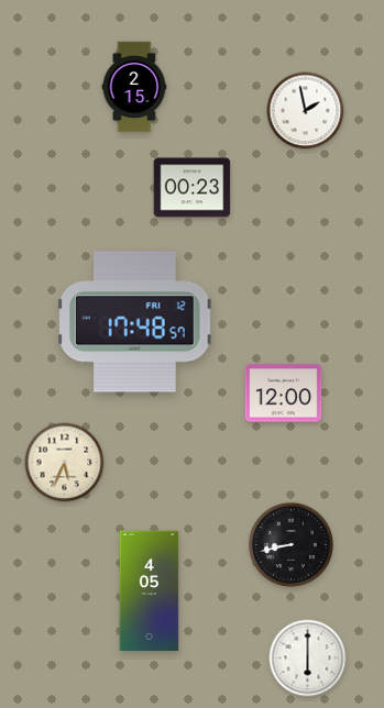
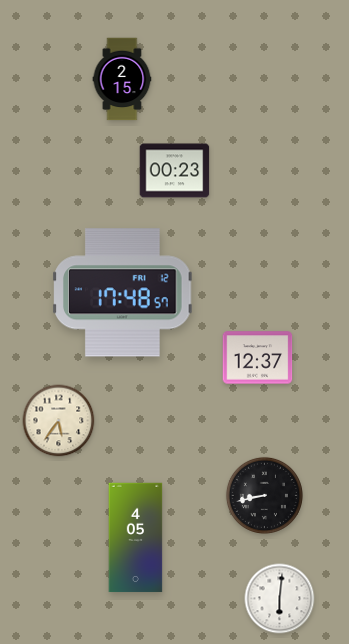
clock at (306, 111): 1:58 -> none
clock at (284, 394): 12:00 -> 12:37
clock at (65, 463): 5:34 -> 5:36
clock at (308, 659): 6:00 -> 6:01
